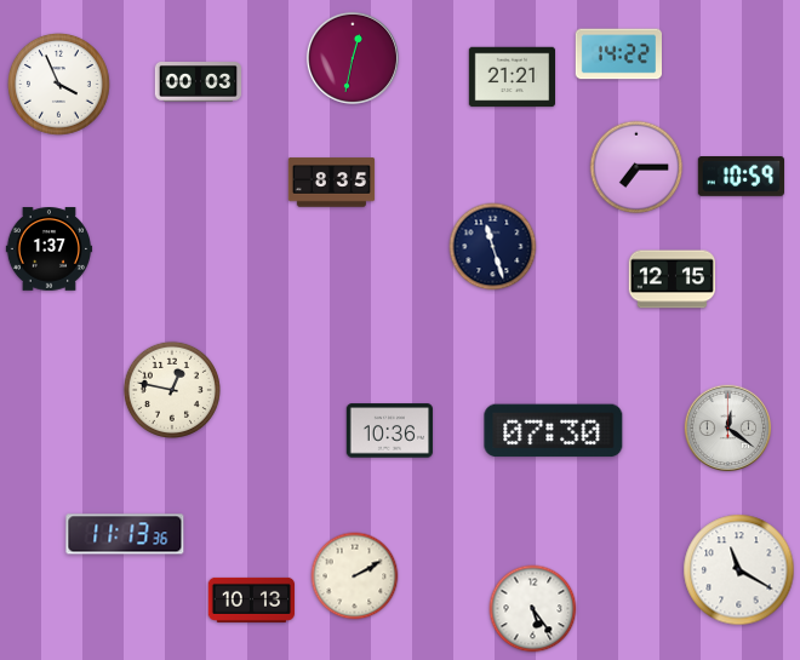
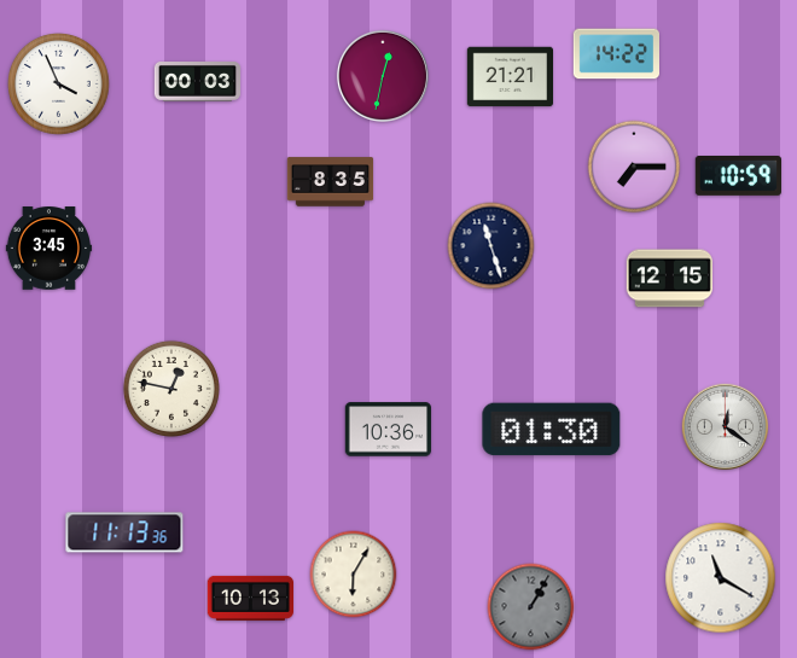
clock at (353, 58) position: (353, 58) -> (383, 76)
clock at (50, 249): 1:37 -> 3:45
clock at (554, 431): 07:30 -> 01:30
clock at (739, 570) position: (739, 570) -> (721, 578)
clock at (355, 576): 2:10 -> 6:05
clock at (533, 609): 5:24 -> 1:05
clock at (533, 609) dial: white -> grey
